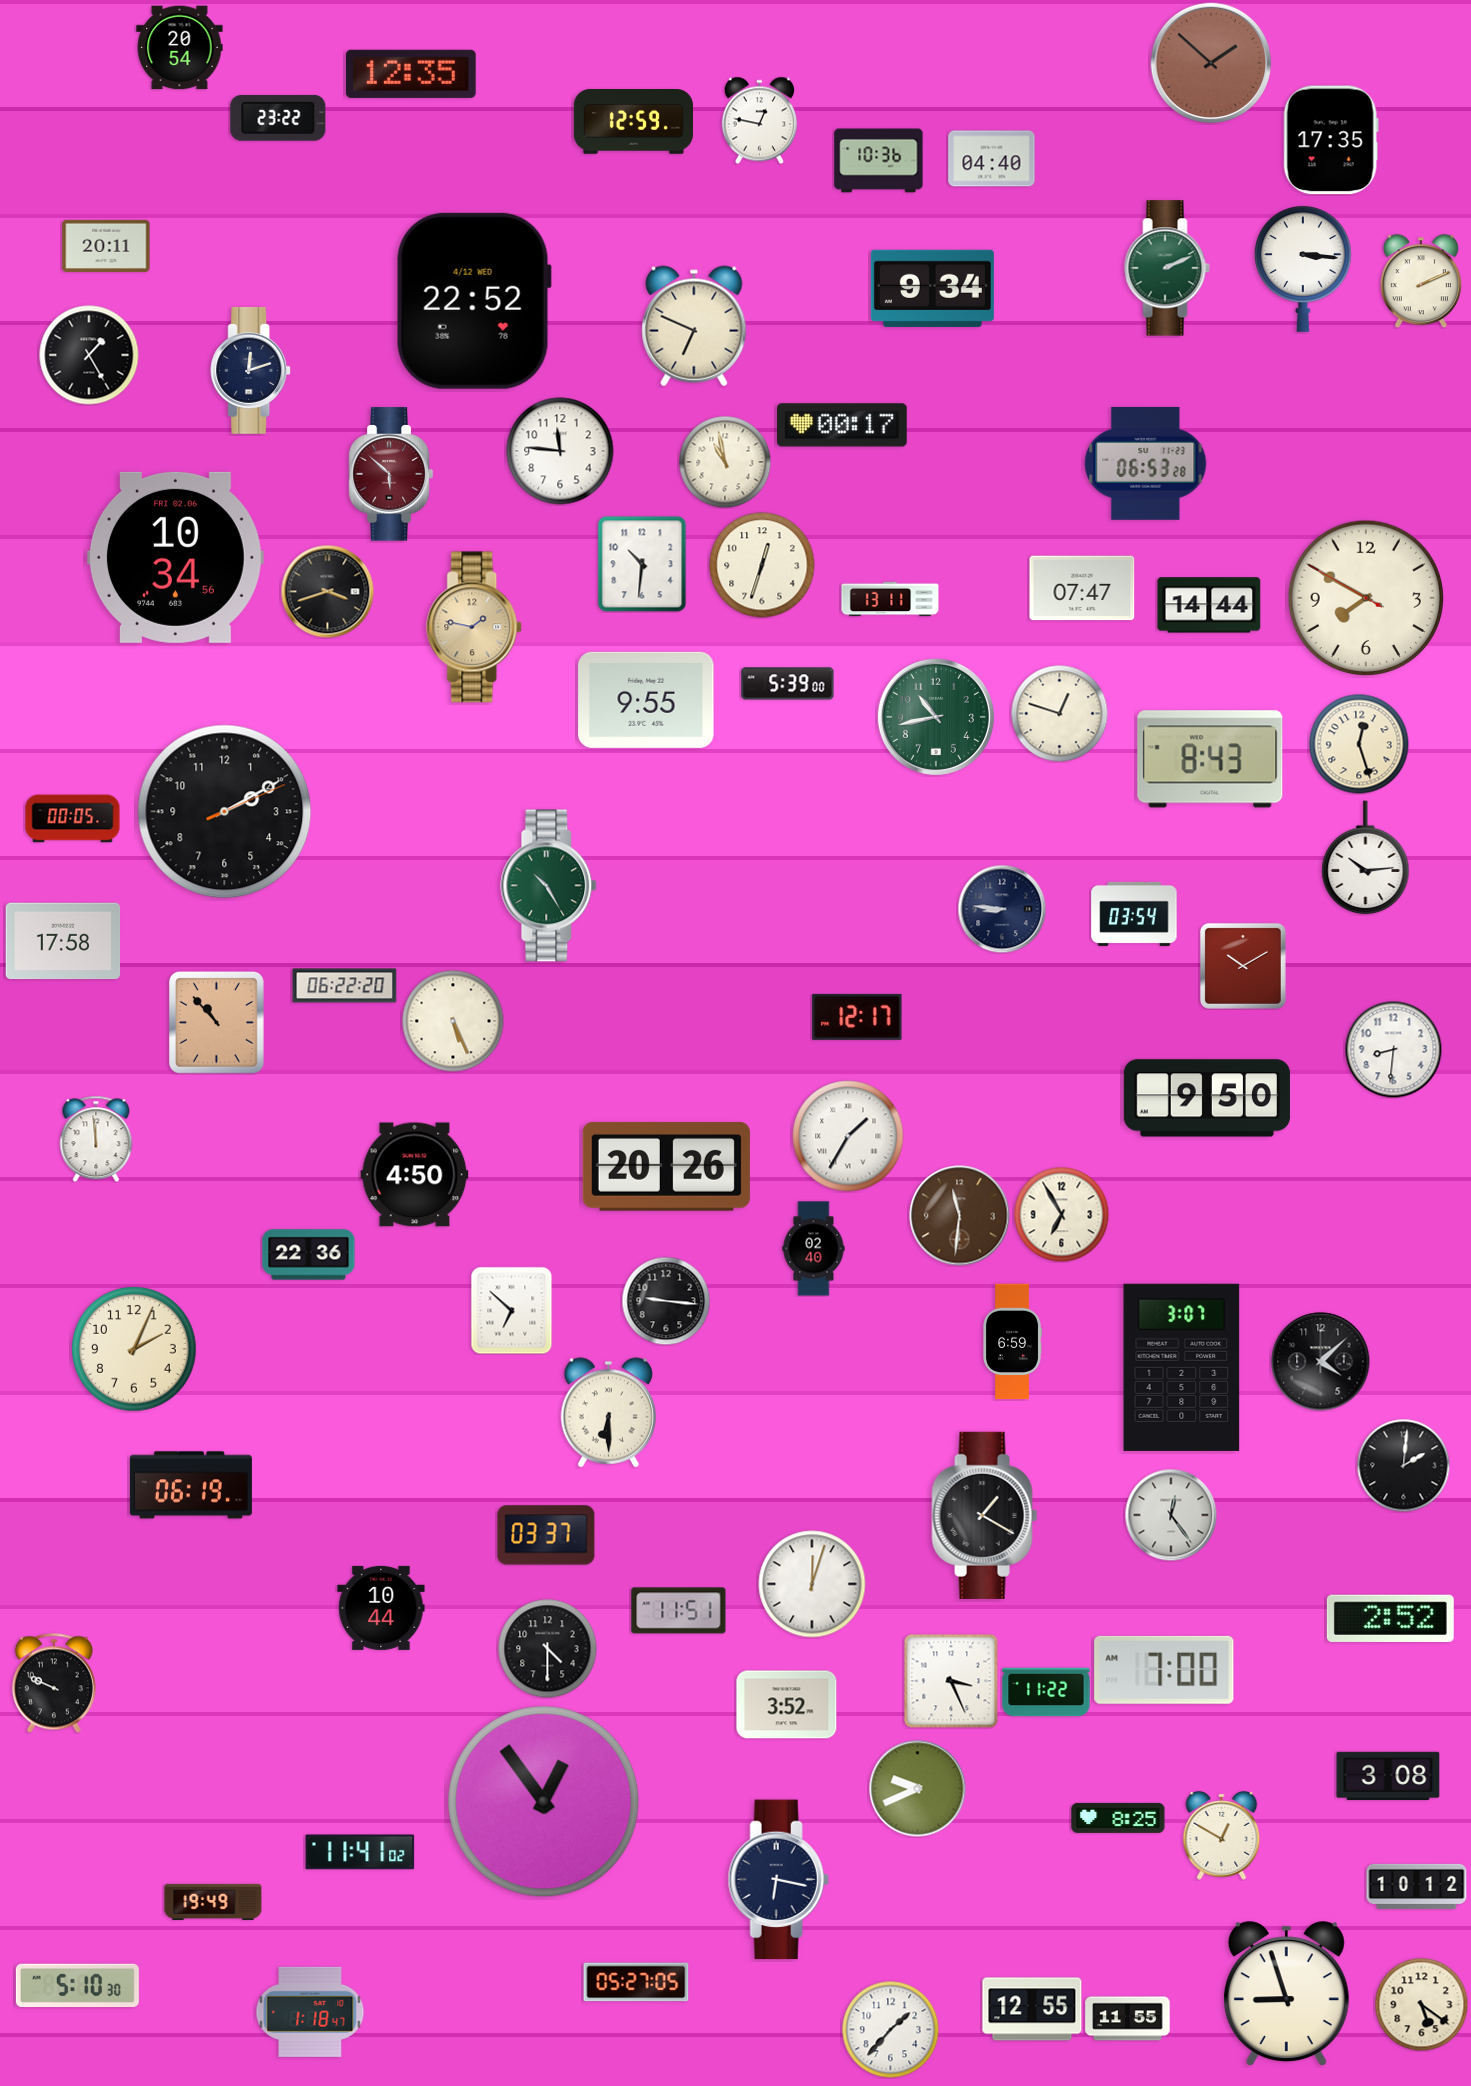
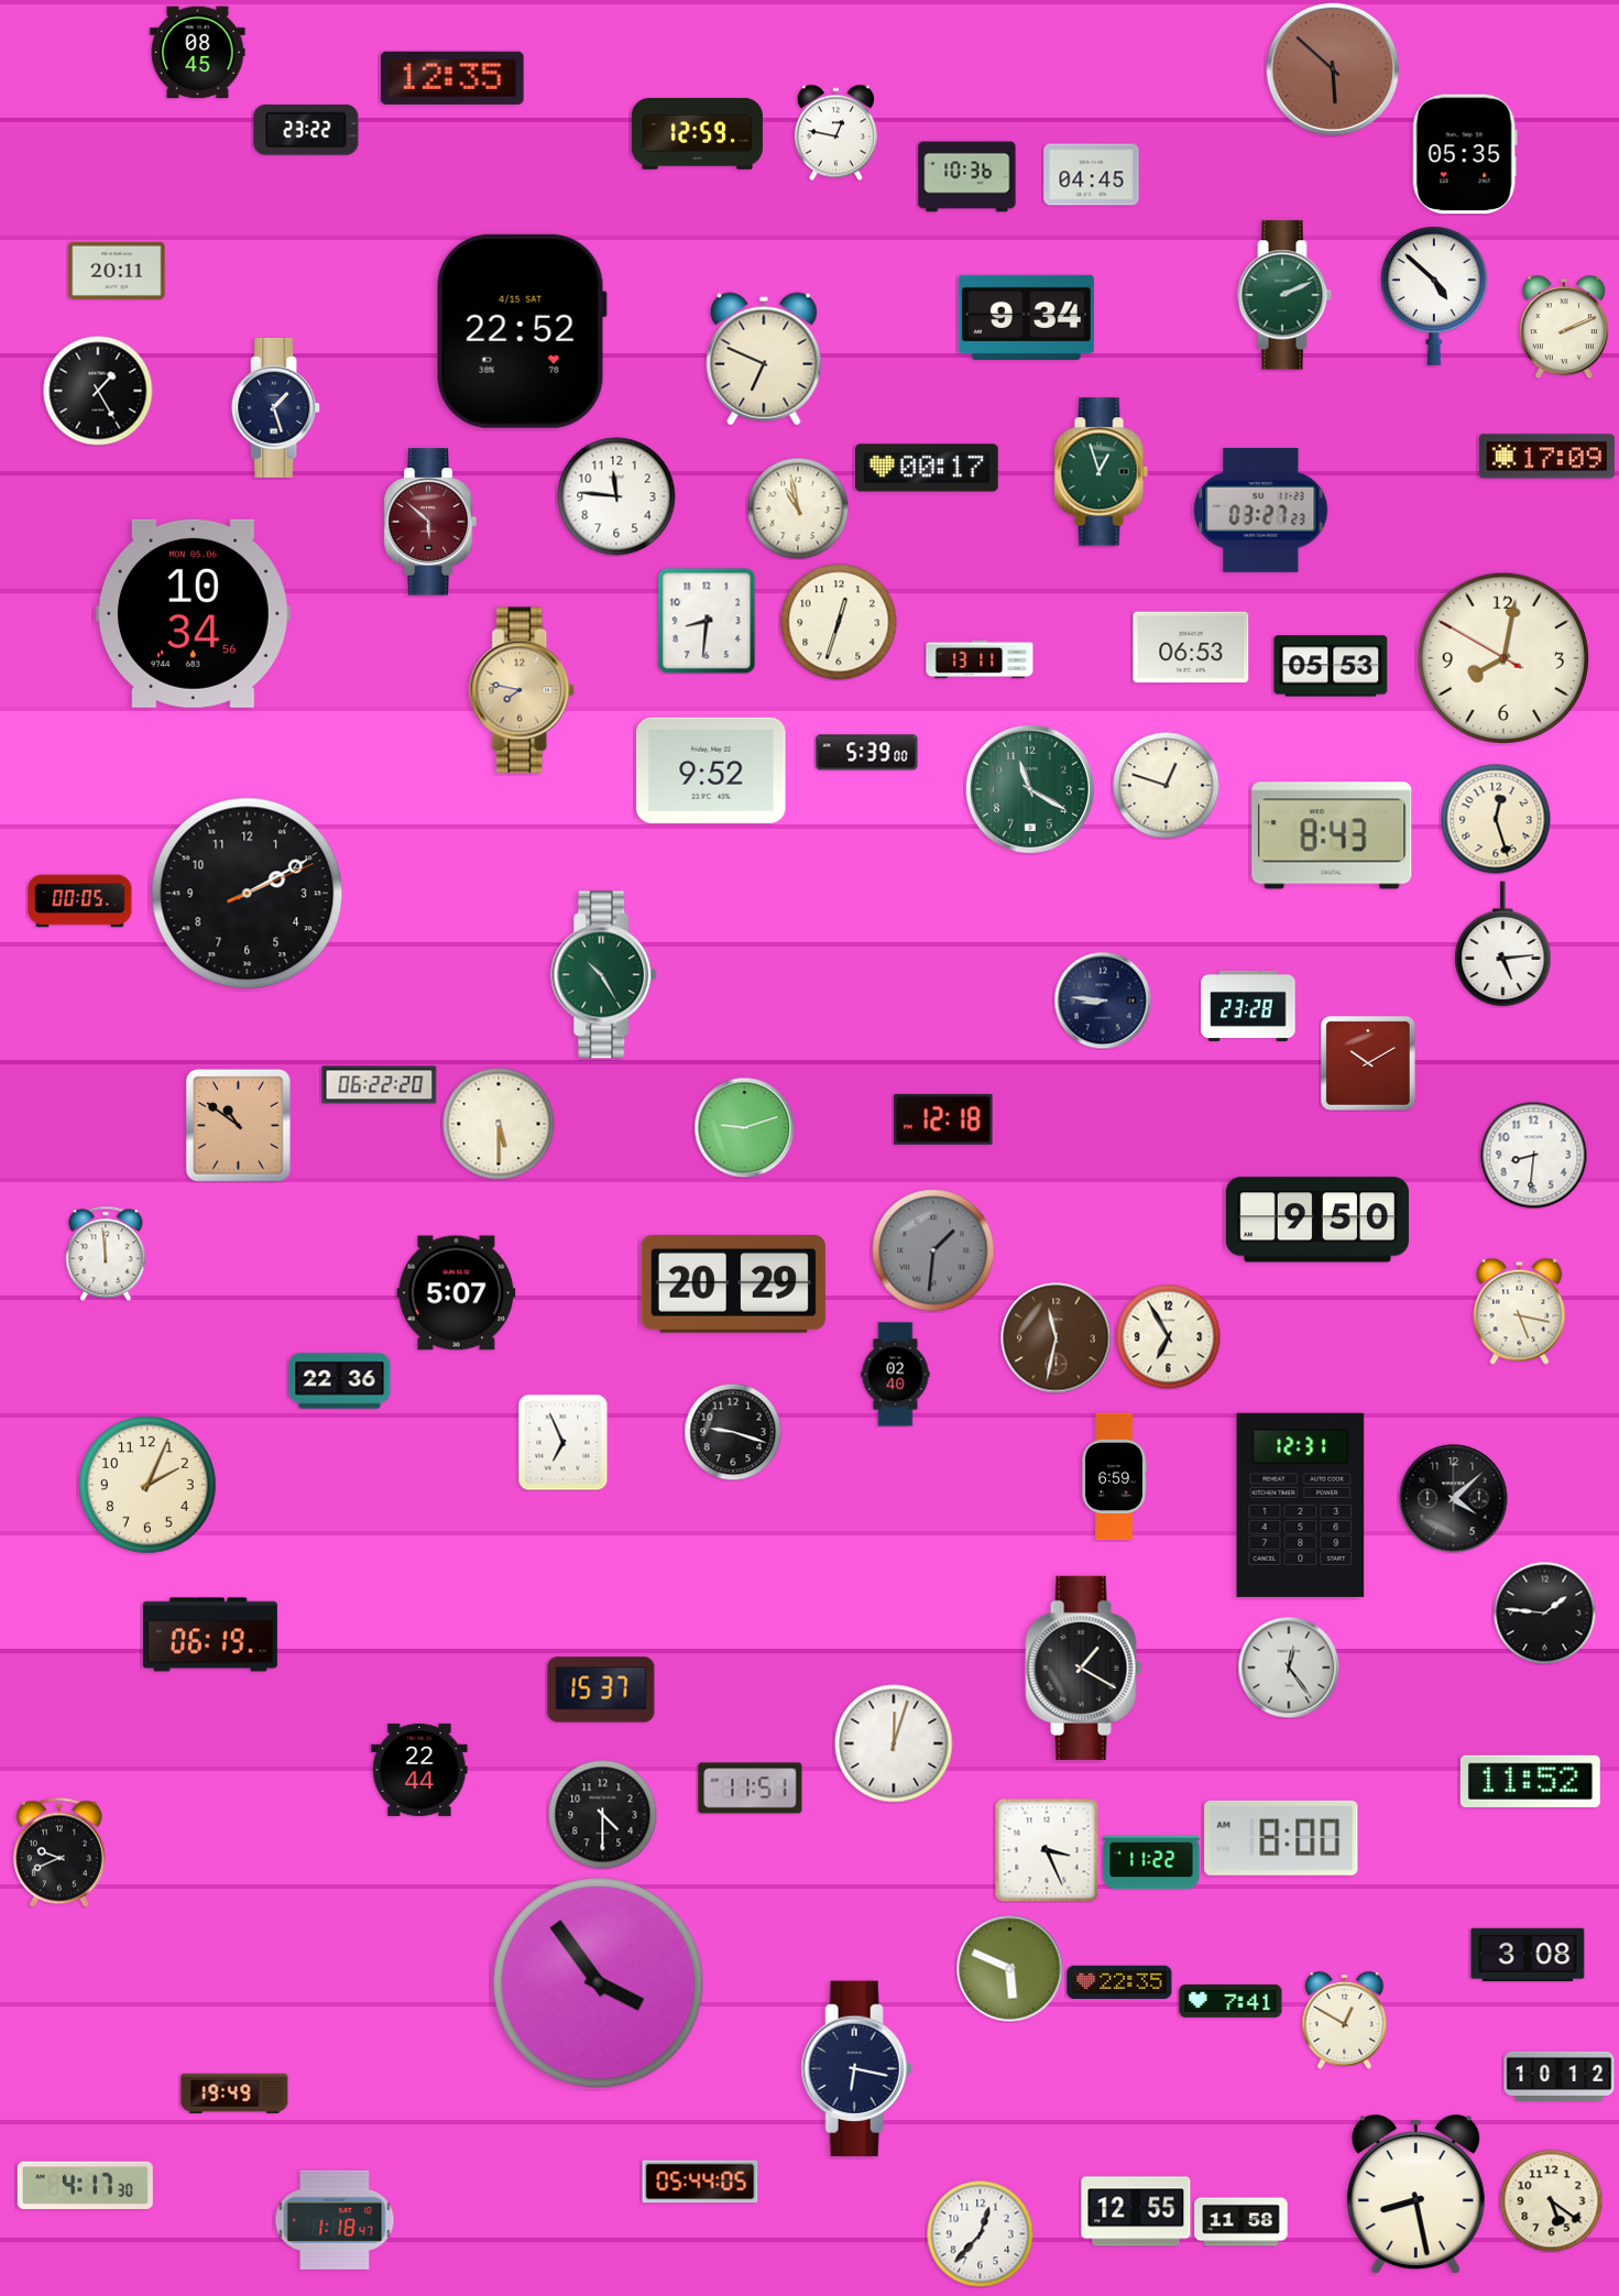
clock at (180, 48): 20:54 -> 08:45
clock at (1210, 62): 1:52 -> 5:52
clock at (411, 74) position: (411, 74) -> (452, 78)
clock at (1331, 140): 17:35 -> 05:35
clock at (992, 159): 04:40 -> 04:45
clock at (1304, 269): 3:16 -> 4:52
clock at (1421, 281) position: (1421, 281) -> (1564, 327)
clock at (474, 301) date: 4/12 WED -> 4/15 SAT
clock at (251, 370): 12:12 -> 1:27
clock at (1546, 457): none -> 17:09
clock at (1101, 472): none -> 12:57
clock at (1146, 463): 06:53 -> 03:27
clock at (175, 557) date: FRI 02.06 -> MON 05.06
clock at (642, 564): 10:31 -> 8:31
clock at (1082, 588): 07:47 -> 06:53
clock at (327, 591): 3:42 -> none
clock at (1366, 598): 7:49 -> 8:01
clock at (1209, 605): 14:44 -> 05:53
clock at (475, 627): 1:47 -> 7:47
clock at (646, 700): 9:55 -> 9:52
clock at (936, 717): 10:43 -> 11:20
clock at (1366, 858): 10:14 -> 5:14
clock at (1134, 914): 03:54 -> 23:28
clock at (63, 941): 17:58 -> none
clock at (857, 1017): 12:17 -> 12:18
clock at (453, 1021): 5:26 -> 5:30
clock at (216, 1023): 10:53 -> 10:51
clock at (744, 1127): none -> 9:12
clock at (1207, 1098) position: (1207, 1098) -> (1317, 1220)
clock at (848, 1136): 1:35 -> 1:31
clock at (848, 1136) dial: white -> grey
clock at (666, 1167): 20:26 -> 20:29
clock at (415, 1175): 4:50 -> 5:07
clock at (1520, 1311): none -> 5:17
clock at (960, 1216): 11:31 -> 11:32
clock at (666, 1301): 9:16 -> 9:18
clock at (512, 1310): 6:52 -> 6:56
clock at (1182, 1367): 3:07 -> 12:31
clock at (608, 1413): 6:30 -> none
clock at (1403, 1465): 2:01 -> 1:46
clock at (546, 1535): 03:37 -> 15:37
clock at (381, 1608): 10:44 -> 22:44
clock at (679, 1611) position: (679, 1611) -> (751, 1789)
clock at (1390, 1618): 2:52 -> 11:52
clock at (1164, 1670): 7:00 -> 8:00
clock at (54, 1683): 9:49 -> 9:41
clock at (787, 1705): 3:52 -> none
clock at (918, 1789): 9:41 -> 5:49
clock at (1119, 1982): none -> 22:35
clock at (544, 1802): 12:54 -> 3:54
clock at (1118, 1818): 8:25 -> 7:41
clock at (360, 1852): 11:41 -> none
clock at (636, 1982): 05:27 -> 05:44
clock at (77, 1986): 5:10 -> 4:17
clock at (1286, 1994): 8:57 -> 8:28
clock at (1421, 2004) position: (1421, 2004) -> (1551, 2200)
clock at (310, 2012) position: (310, 2012) -> (335, 2220)
clock at (1128, 2019): 11:55 -> 11:58
clock at (890, 2029): 1:37 -> 12:37
